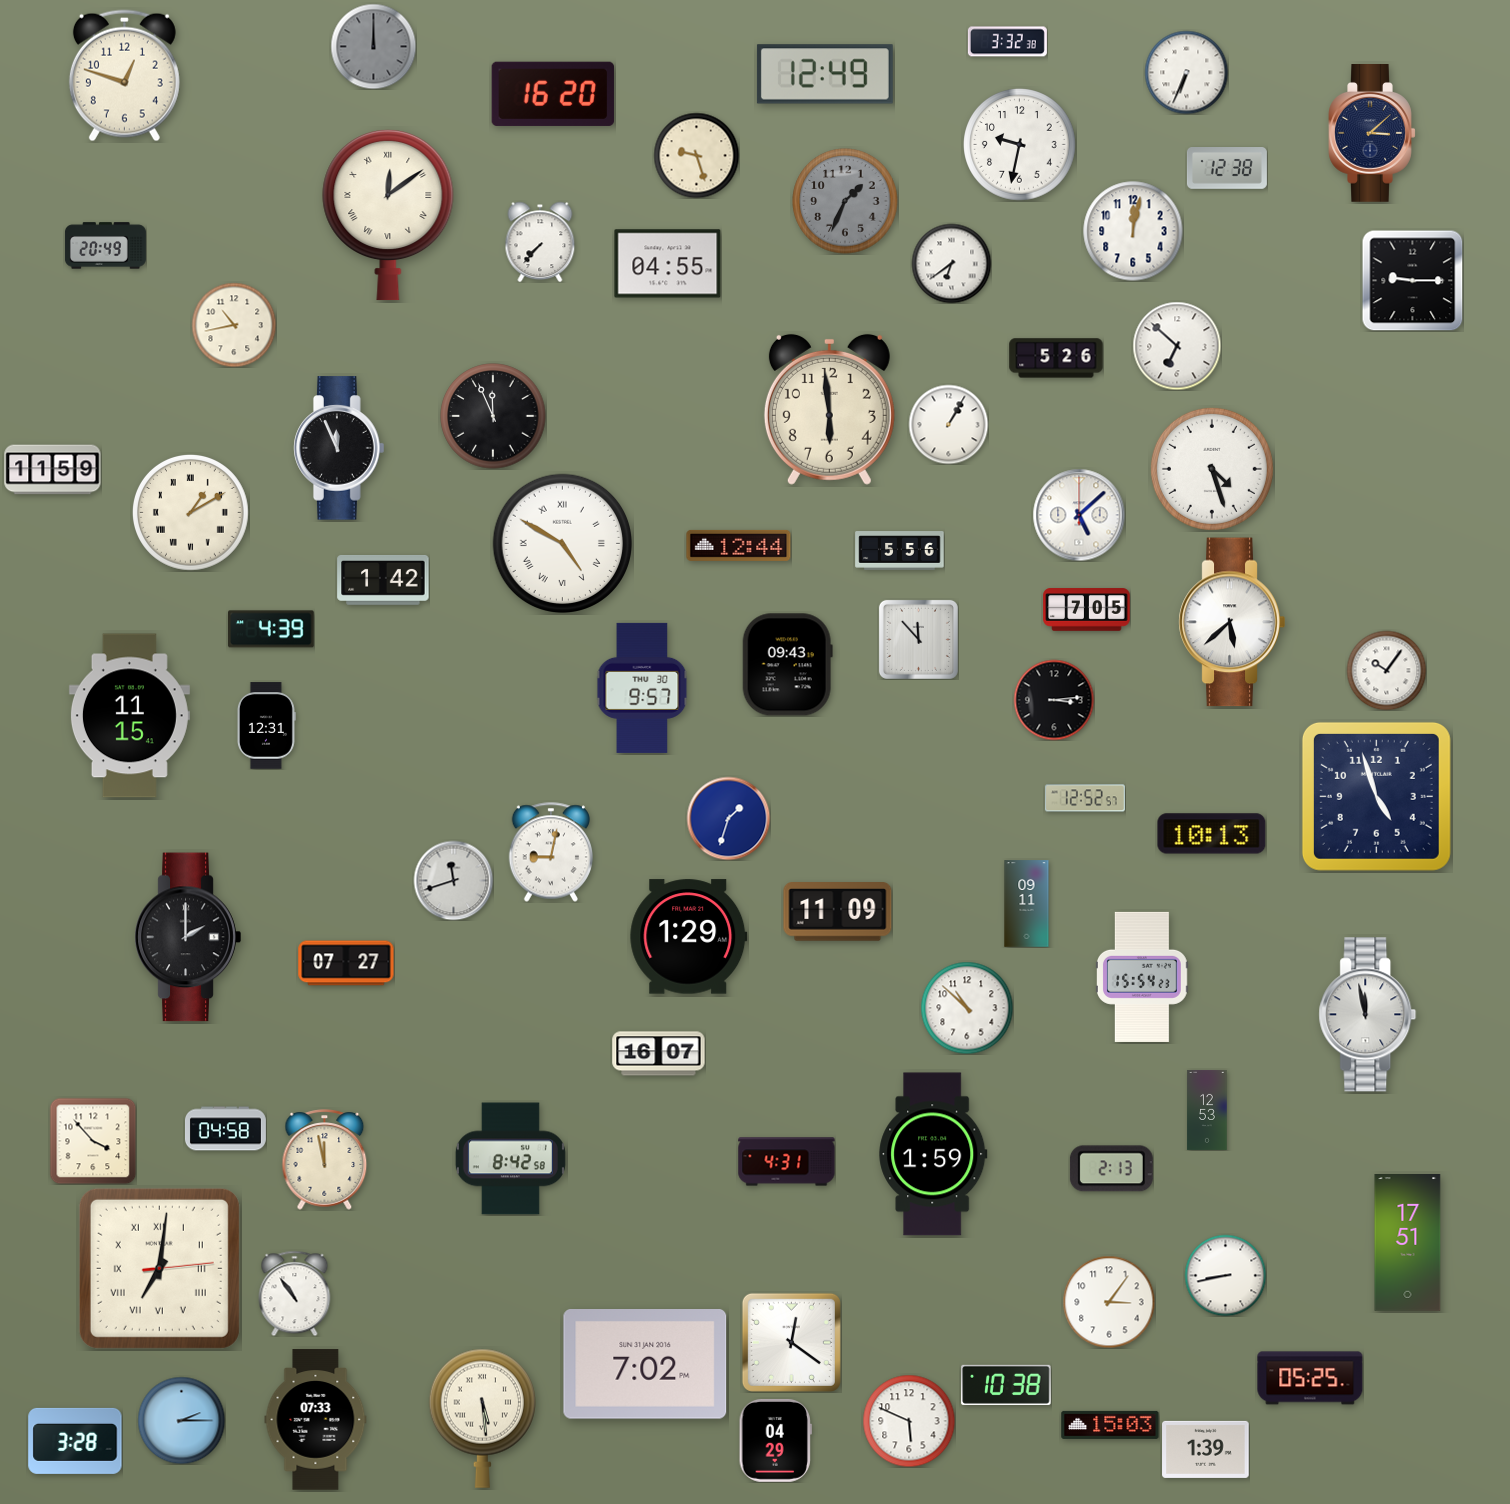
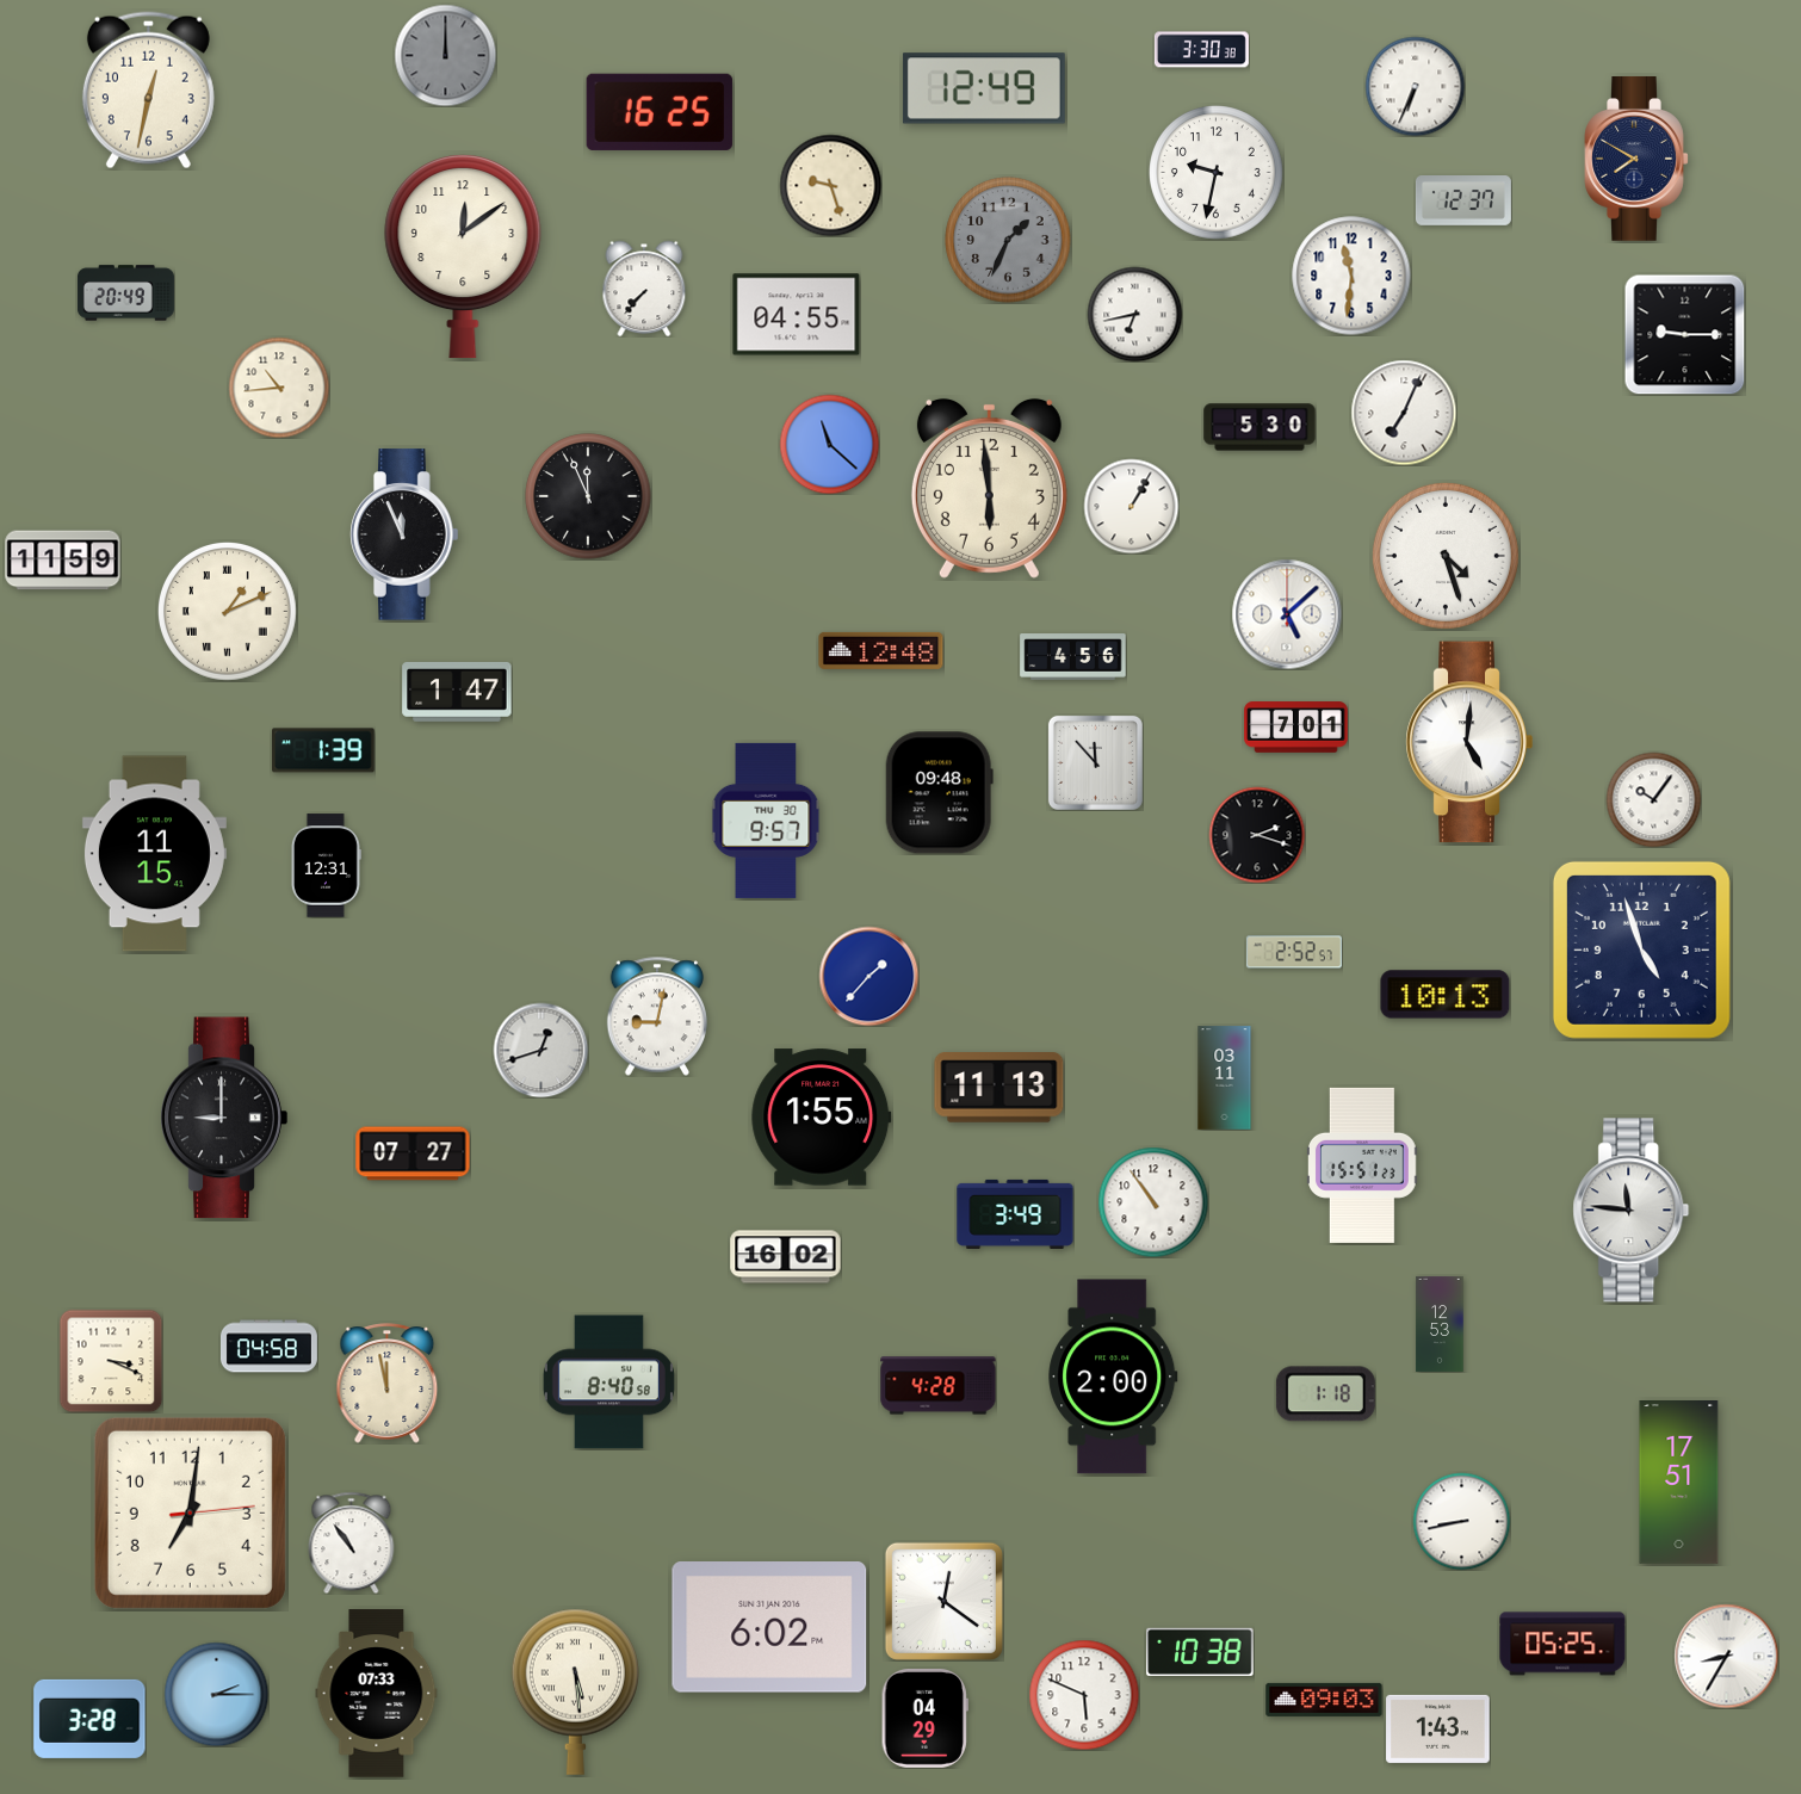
clock at (1007, 42): 3:32 -> 3:30
clock at (124, 76): 12:48 -> 12:32
clock at (553, 94): 16:20 -> 16:25
clock at (1372, 134): 3:08 -> 7:50
clock at (1227, 169): 12:38 -> 12:37
clock at (388, 215) numerals: Roman -> Arabic
clock at (1133, 231): 12:02 -> 11:31
clock at (951, 263): 6:39 -> 6:43
clock at (234, 325): 10:43 -> 10:44
clock at (1177, 346): 6:52 -> 7:04
clock at (1056, 358): 5:26 -> 5:30
clock at (829, 444): none -> 11:22
clock at (1212, 469) position: (1212, 469) -> (1446, 556)
clock at (191, 513): 1:10 -> 1:11
clock at (563, 544): 4:50 -> none
clock at (739, 545): 12:44 -> 12:48
clock at (900, 551): 5:56 -> 4:56
clock at (383, 580): 1:42 -> 1:47
clock at (1087, 610): 7:05 -> 7:01
clock at (1232, 622): 5:38 -> 5:01
clock at (272, 629): 4:39 -> 1:39
clock at (787, 665): 09:43 -> 09:48
clock at (1054, 700): 3:14 -> 2:18
clock at (266, 726) position: (266, 726) -> (326, 866)
clock at (1085, 798): 12:52 -> 2:52
clock at (728, 818): 1:33 -> 1:37
clock at (453, 880): 11:42 -> 12:42
clock at (1027, 904): 09:11 -> 03:11
clock at (838, 912): 11:09 -> 11:13
clock at (188, 937): 2:00 -> 9:00
clock at (689, 937): 1:29 -> 1:55
clock at (346, 963) position: (346, 963) -> (413, 1153)
clock at (1143, 977): 15:54 -> 15:51
clock at (967, 1008): 10:52 -> 10:54
clock at (1368, 1015): 11:58 -> 11:46
clock at (1015, 1214): none -> 3:49
clock at (659, 1054): 16:07 -> 16:02
clock at (93, 1141): 3:53 -> 3:19
clock at (933, 1154): 1:59 -> 2:00
clock at (510, 1159): 8:42 -> 8:40
clock at (787, 1162): 4:31 -> 4:28
clock at (1111, 1169): 2:13 -> 1:18
clock at (159, 1268) numerals: Roman -> Arabic
clock at (1109, 1302): 3:06 -> none
clock at (645, 1365): 7:02 -> 6:02
clock at (1726, 1656): none -> 8:35
clock at (1110, 1425): 15:03 -> 09:03
clock at (1206, 1449): 1:39 -> 1:43
